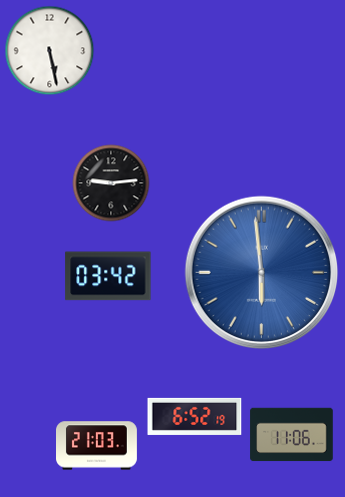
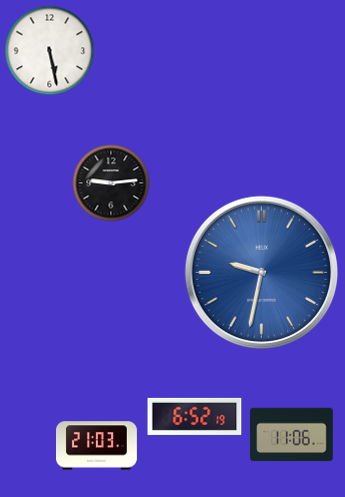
clock at (262, 273): 5:59 -> 9:32
clock at (108, 276): 03:42 -> none
